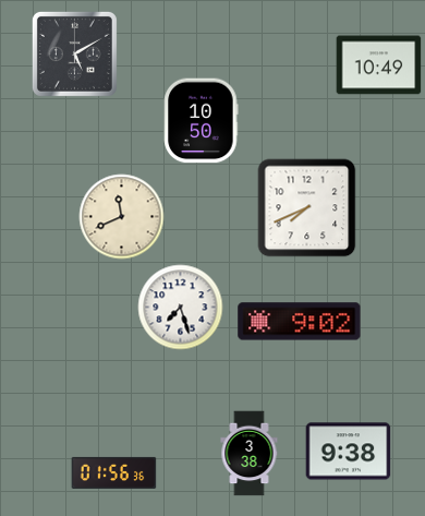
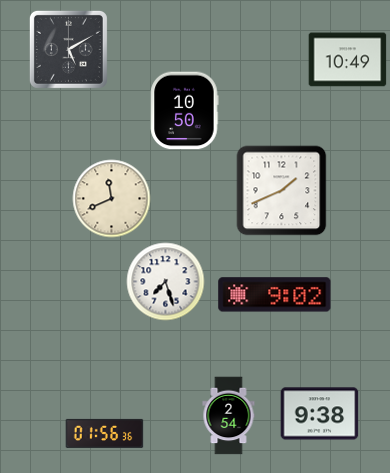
clock at (306, 207): 7:41 -> 1:41
clock at (250, 453): 3:38 -> 2:54
